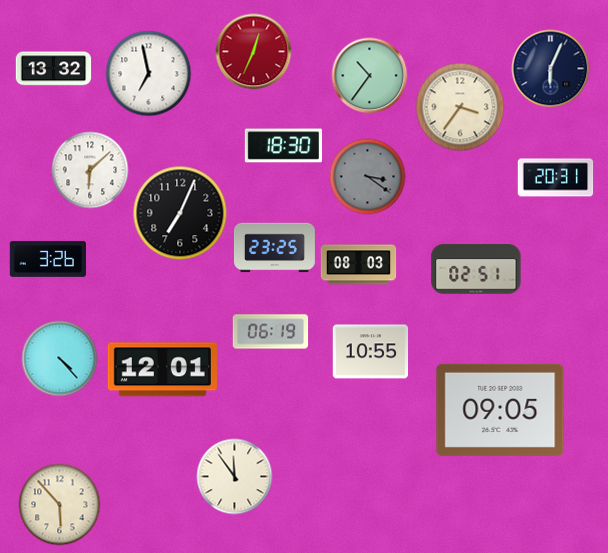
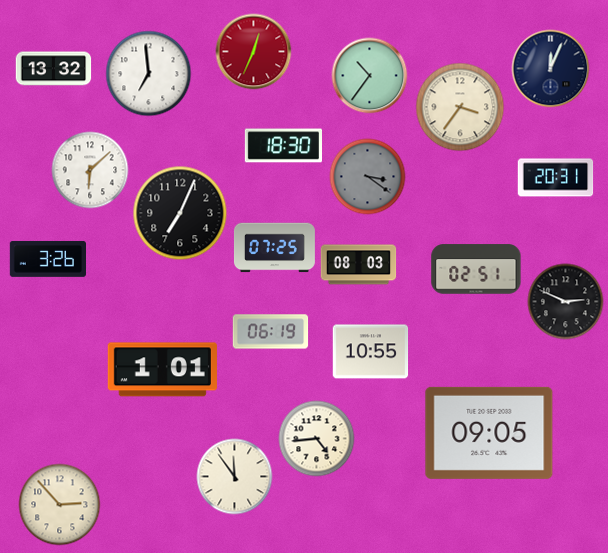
clock at (551, 69): 6:04 -> 12:04
clock at (149, 74): 6:58 -> 6:59
clock at (274, 248): 23:25 -> 07:25
clock at (566, 302): none -> 2:49
clock at (60, 359): 4:23 -> none
clock at (162, 370): 12:01 -> 1:01
clock at (500, 410) position: (500, 410) -> (489, 433)
clock at (317, 439): none -> 4:44
clock at (60, 505): 5:53 -> 2:53
